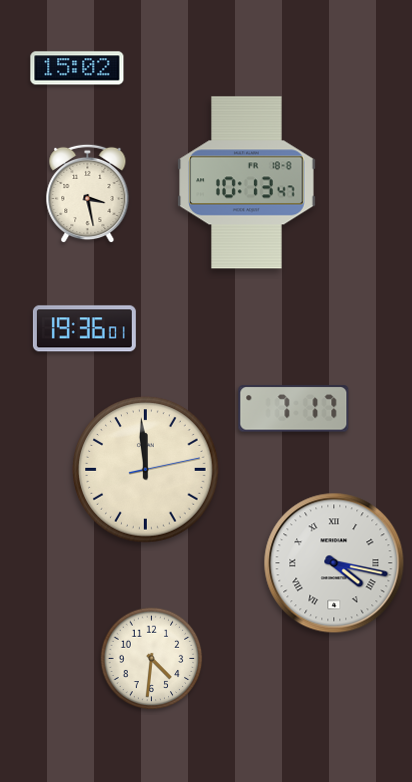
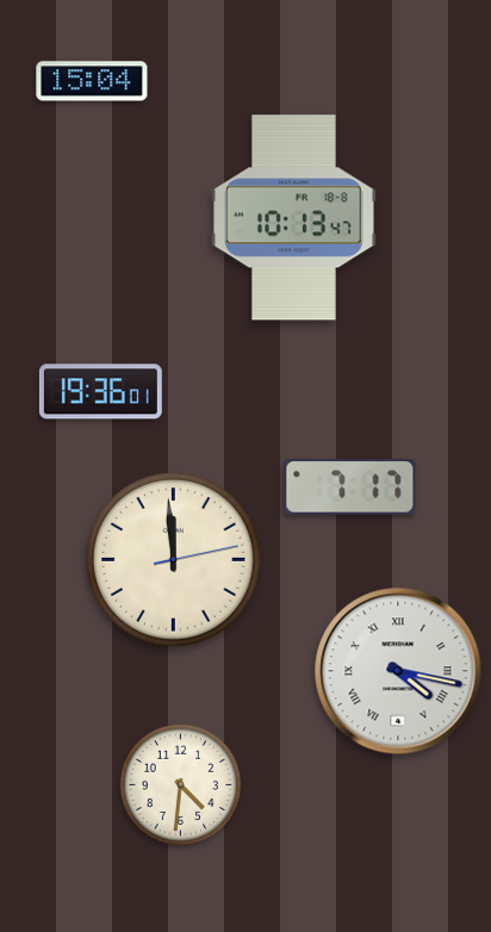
clock at (77, 68): 15:02 -> 15:04
clock at (88, 194): 3:28 -> none
